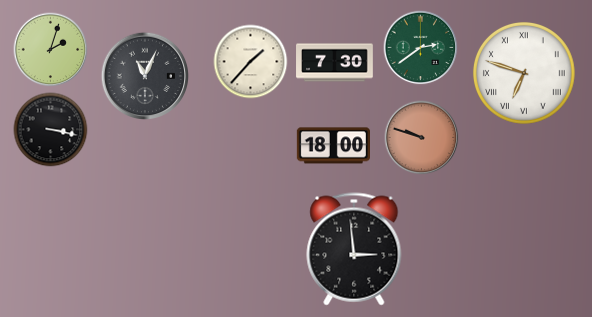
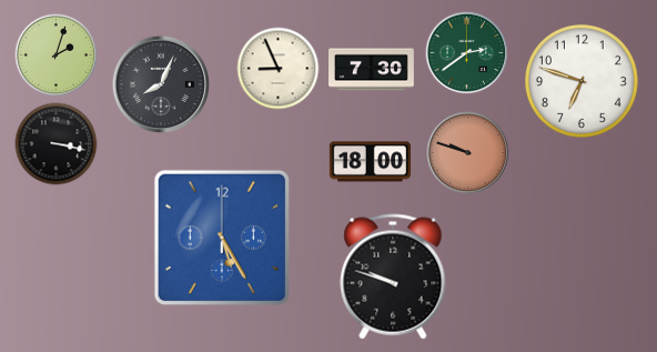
clock at (251, 62): 1:37 -> 8:56
clock at (524, 73) numerals: Roman -> Arabic
clock at (145, 76): 11:04 -> 8:04
clock at (222, 238): none -> 5:25
clock at (354, 249): 2:59 -> 9:48
